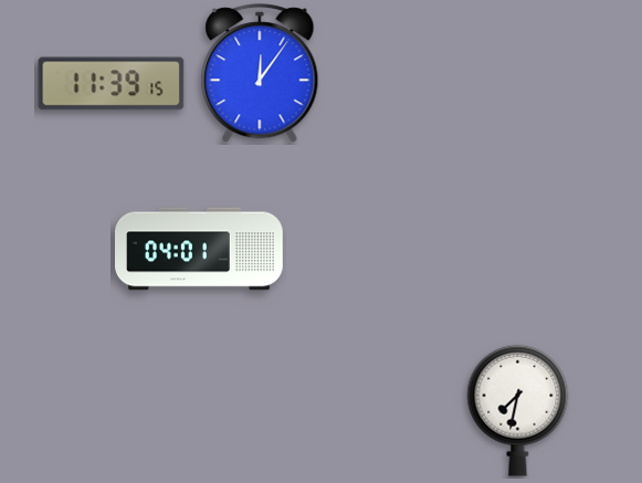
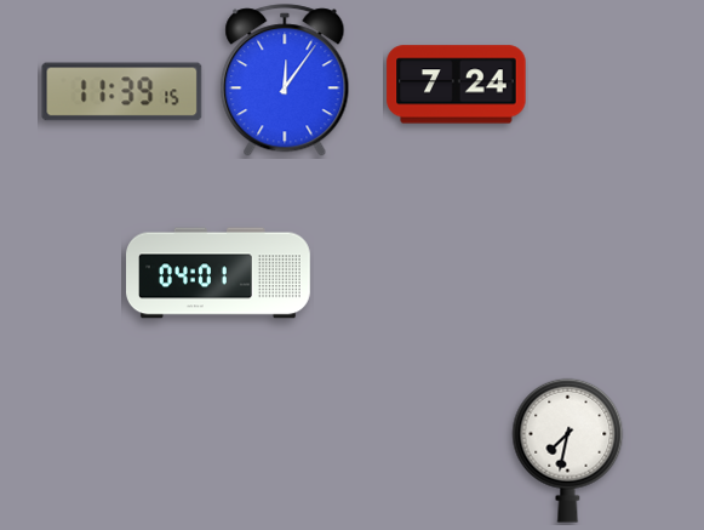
clock at (457, 85): none -> 7:24
